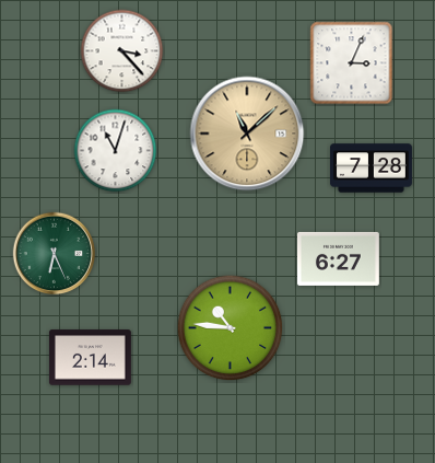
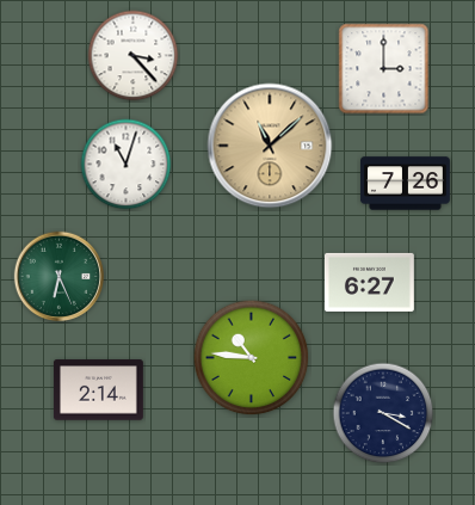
clock at (352, 63): 3:04 -> 3:00
clock at (372, 169): 7:28 -> 7:26
clock at (383, 413): none -> 3:20
